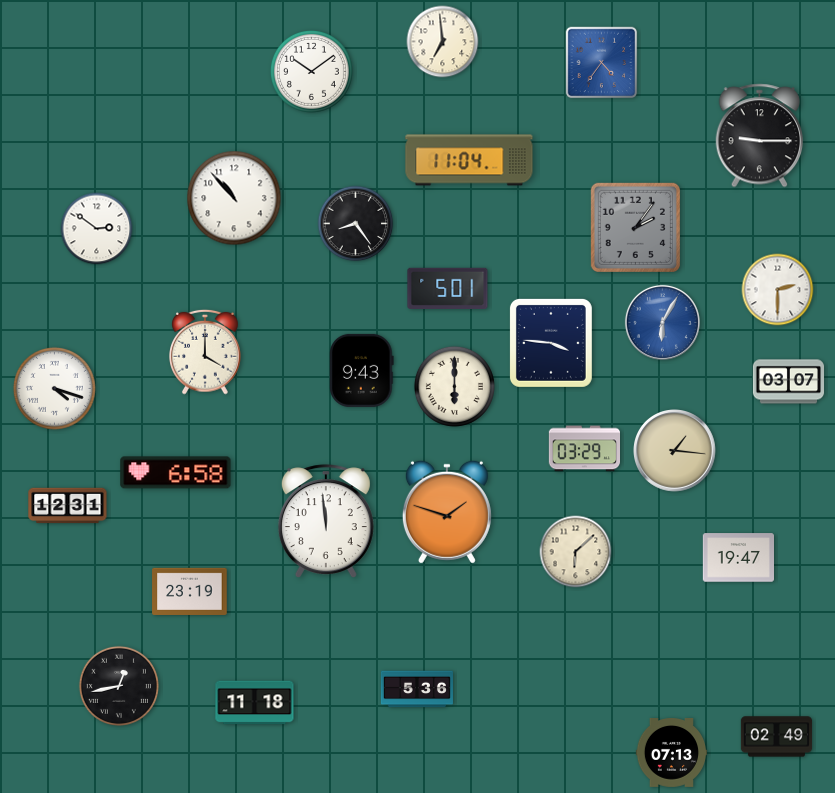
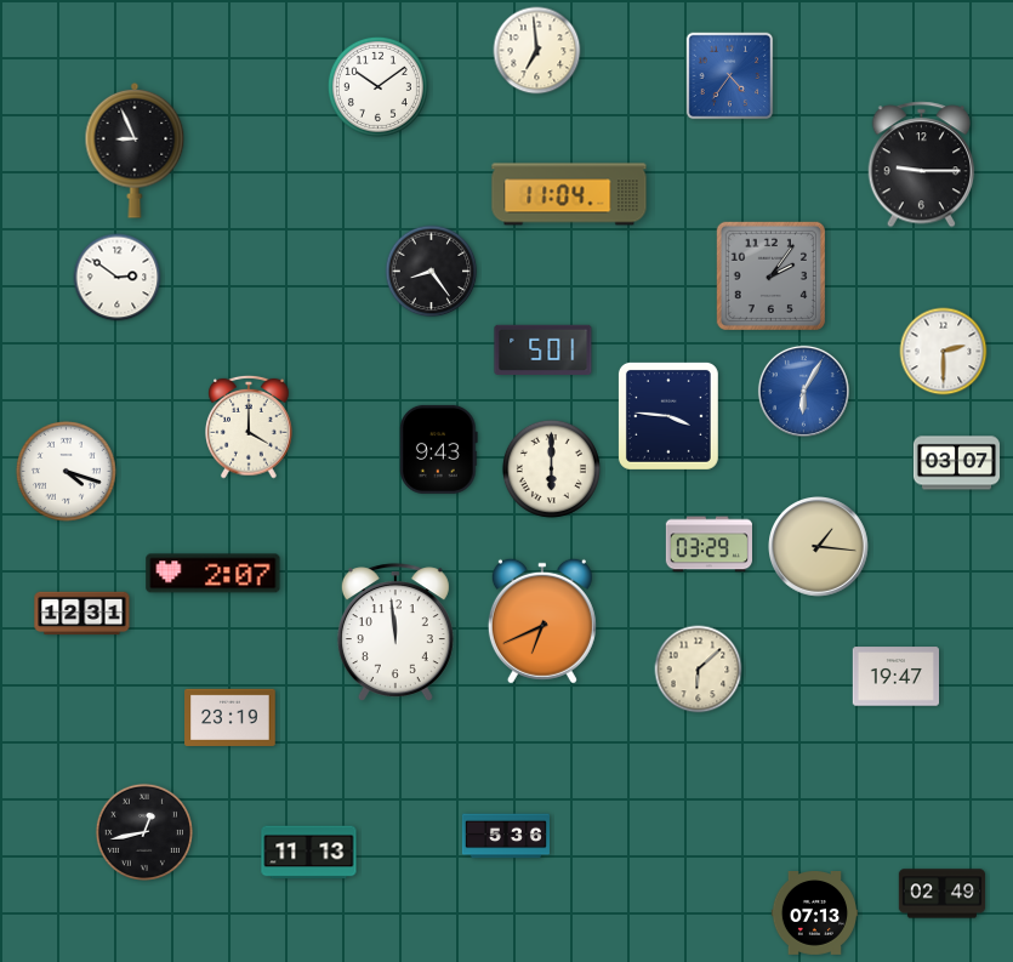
clock at (135, 150): none -> 8:56
clock at (234, 198): 10:53 -> none
clock at (176, 473): 6:58 -> 2:07
clock at (447, 512): 1:48 -> 6:41
clock at (255, 703): 11:18 -> 11:13
